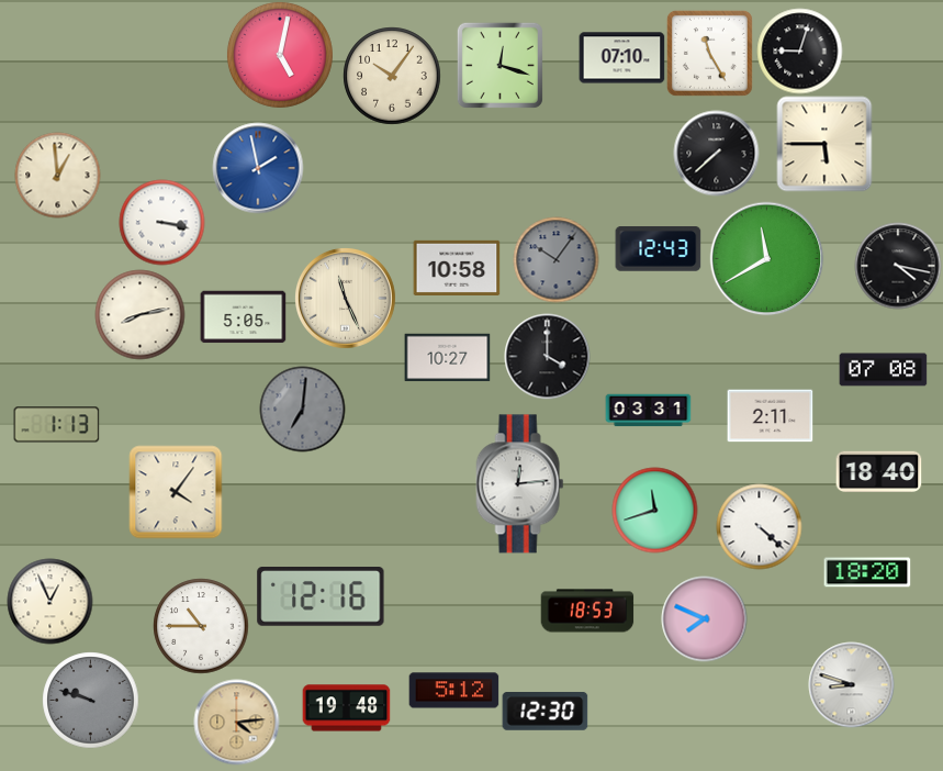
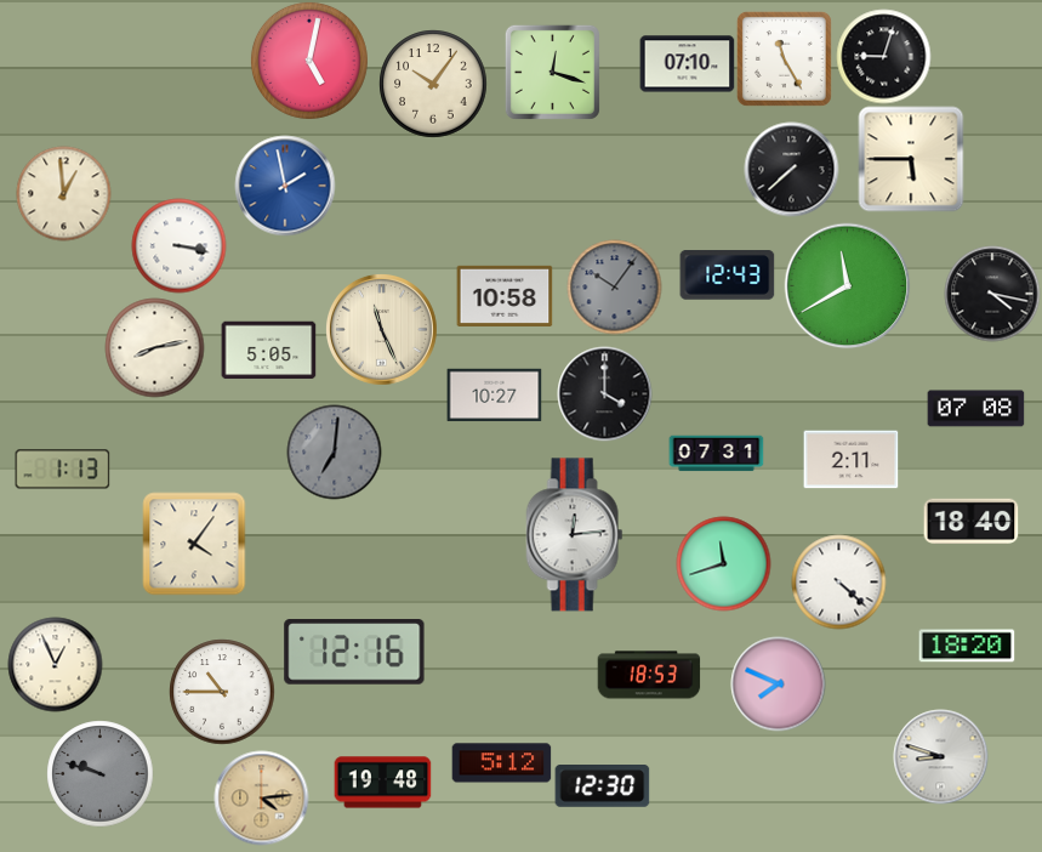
clock at (648, 411): 03:31 -> 07:31
clock at (867, 572) position: (867, 572) -> (967, 646)
clock at (321, 597) position: (321, 597) -> (354, 653)
